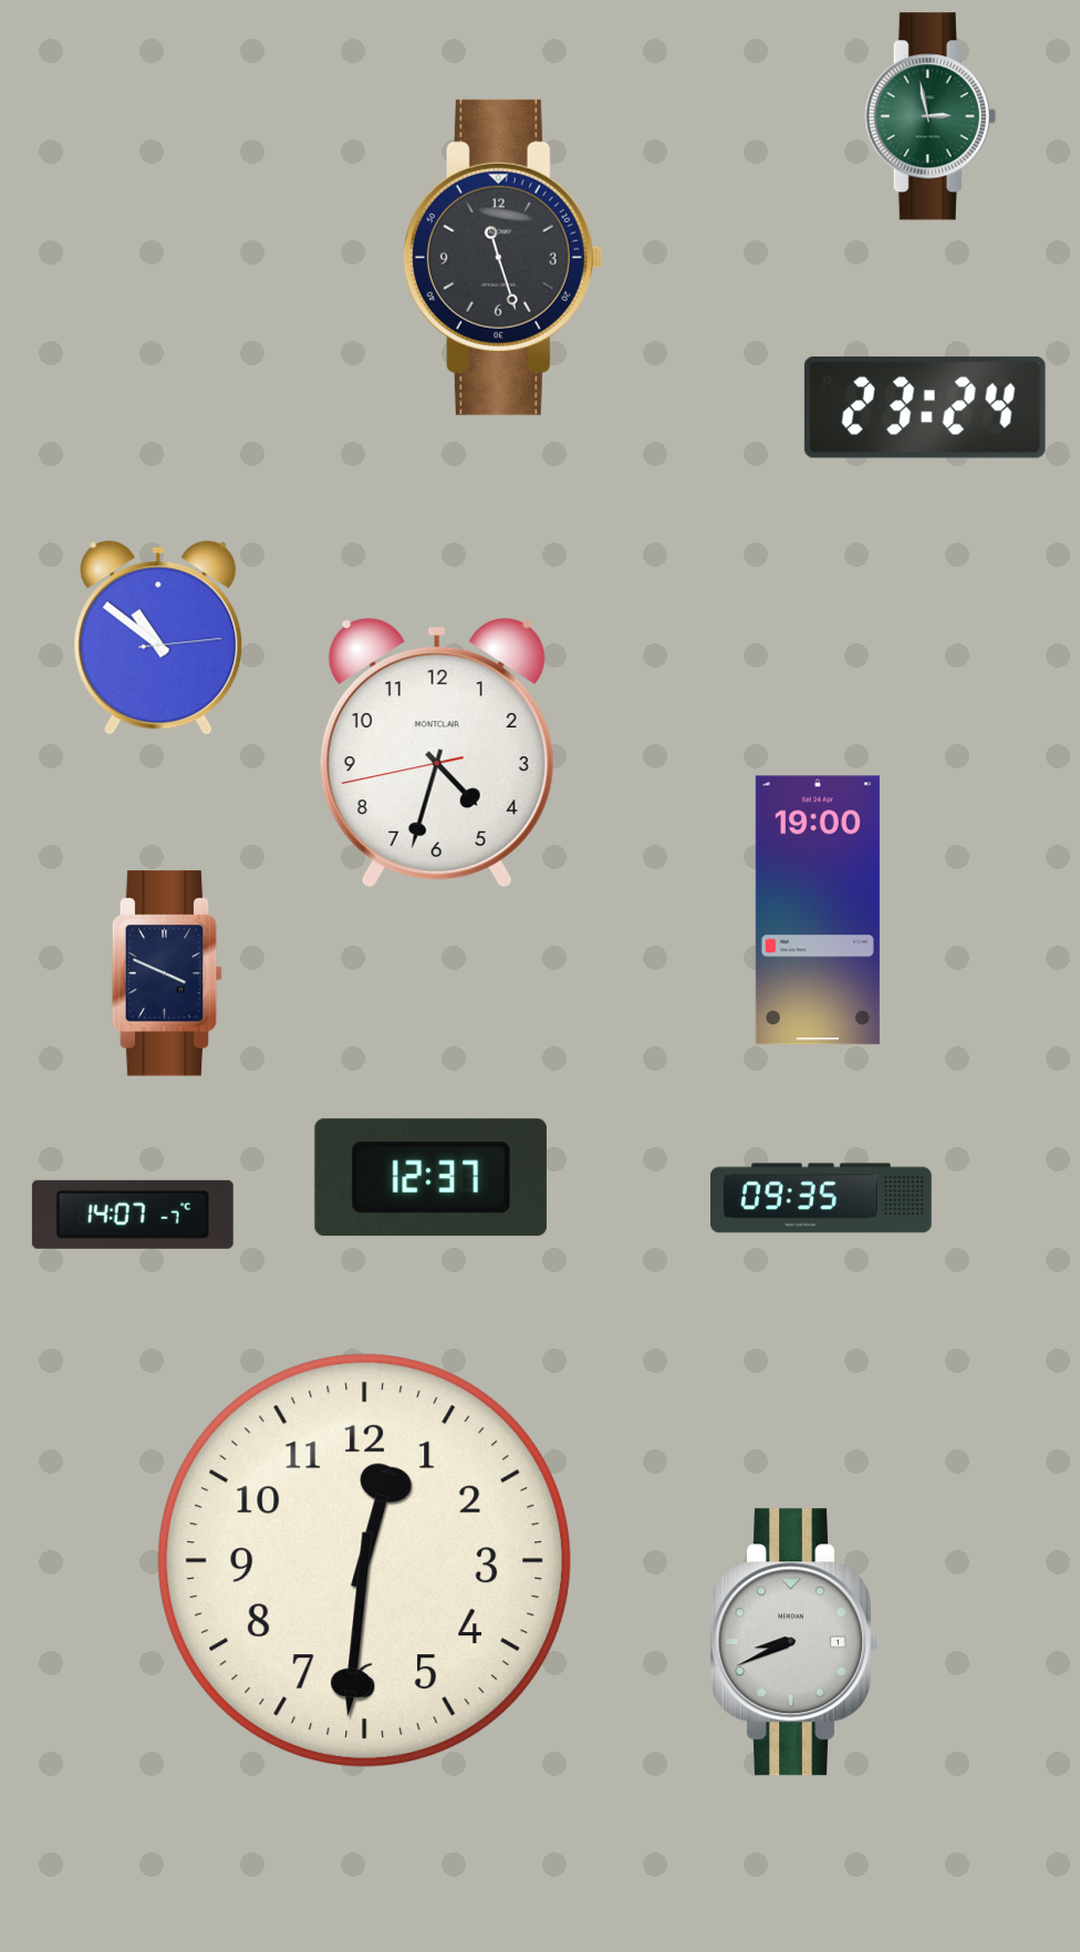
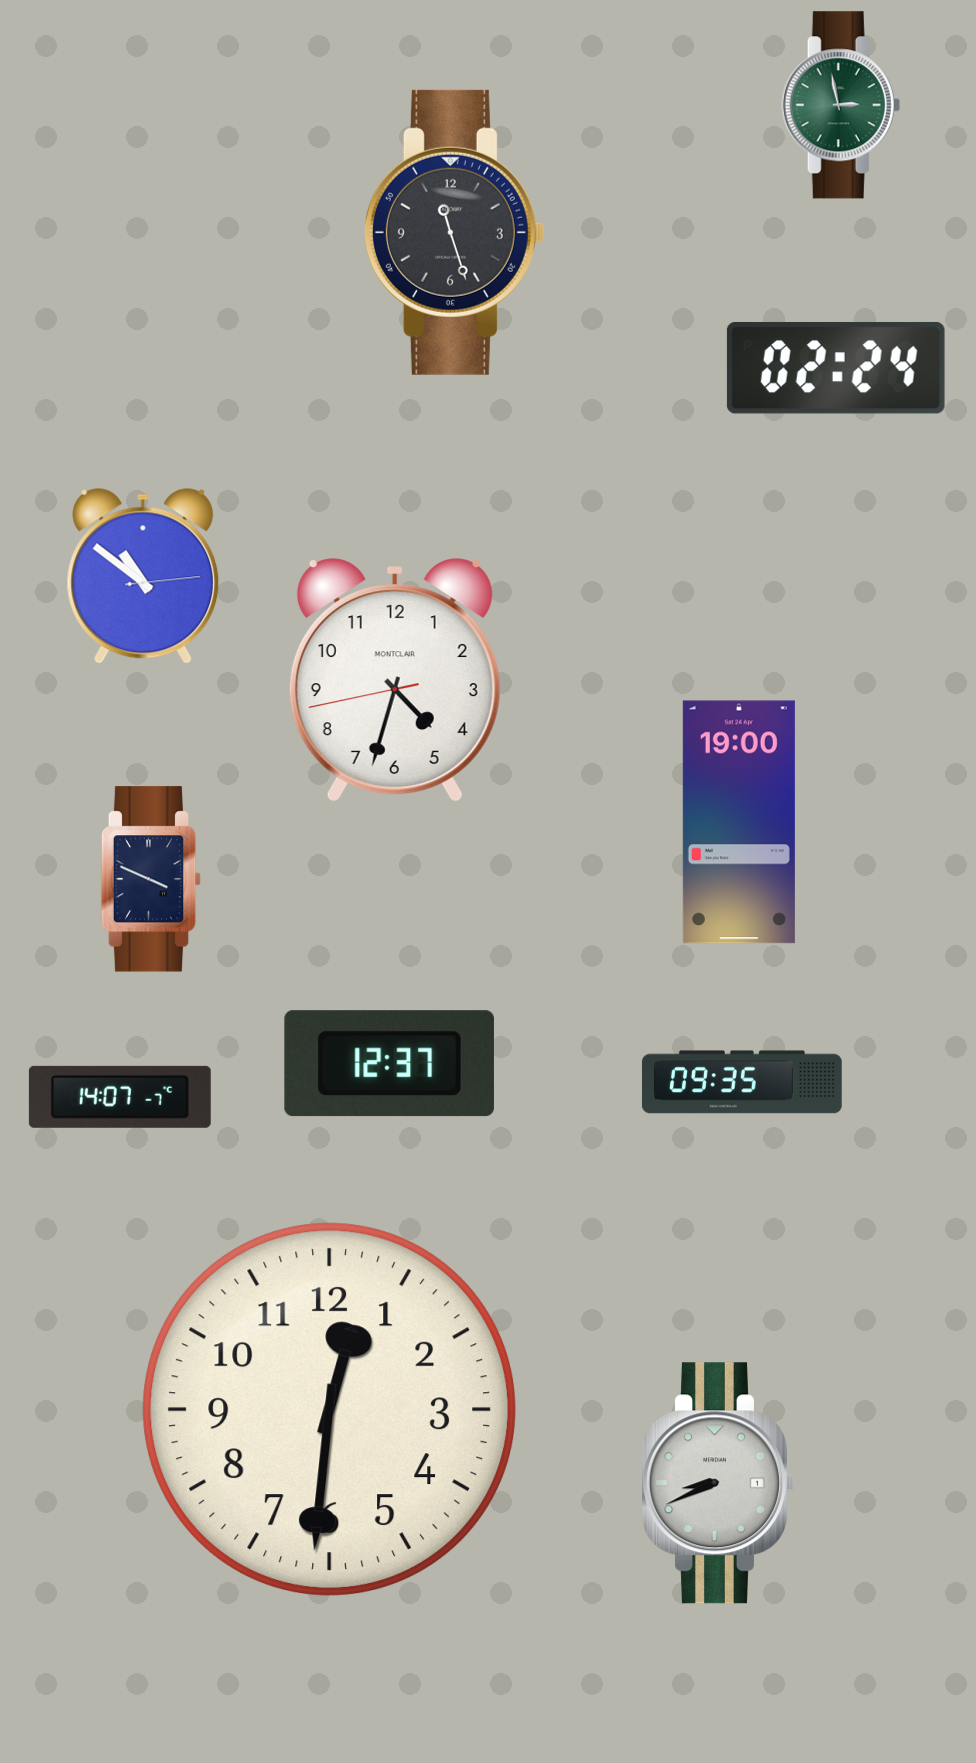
clock at (925, 407): 23:24 -> 02:24
